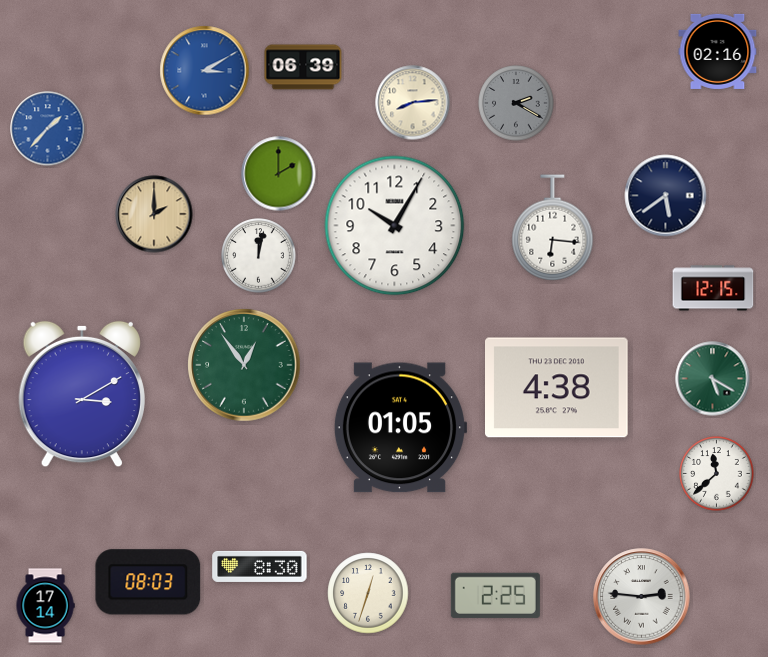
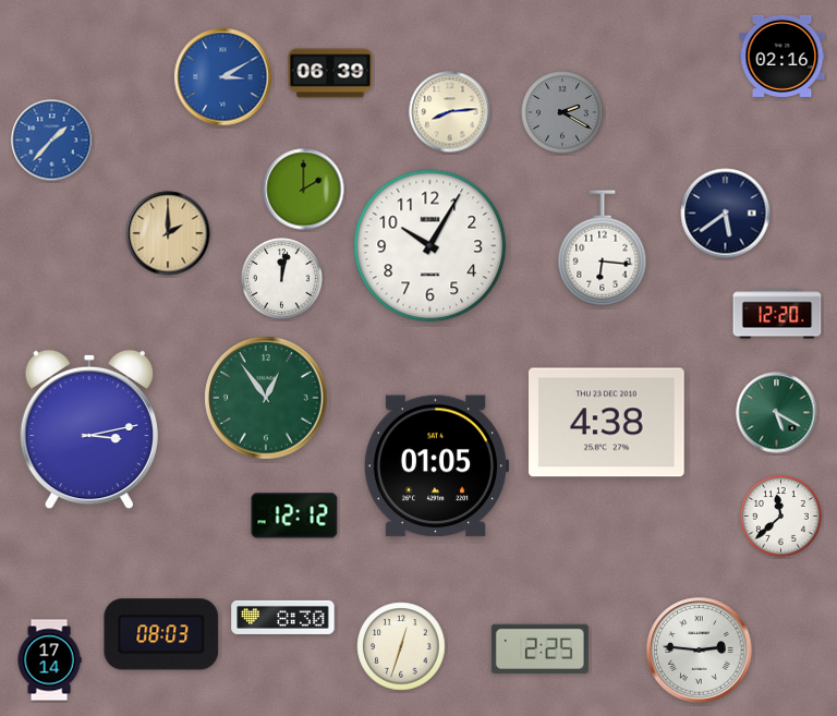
clock at (713, 288): 12:15 -> 12:20
clock at (82, 394): 3:10 -> 3:13
clock at (294, 515): none -> 12:12
